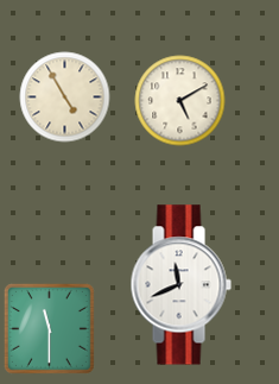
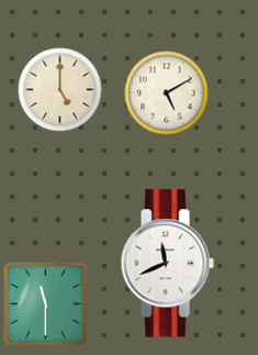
clock at (65, 97): 4:55 -> 5:00
